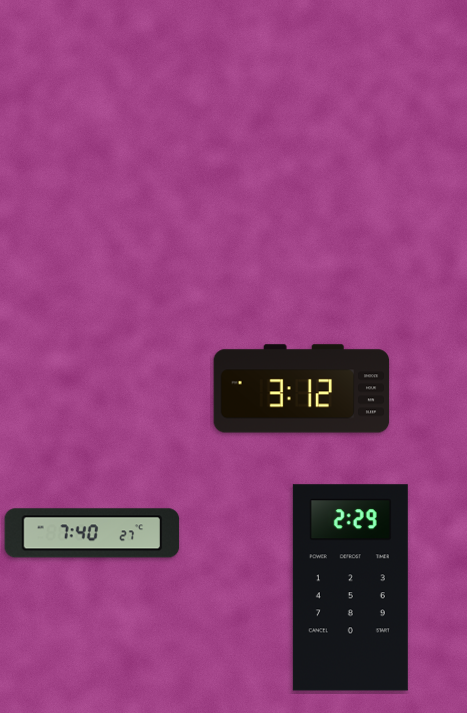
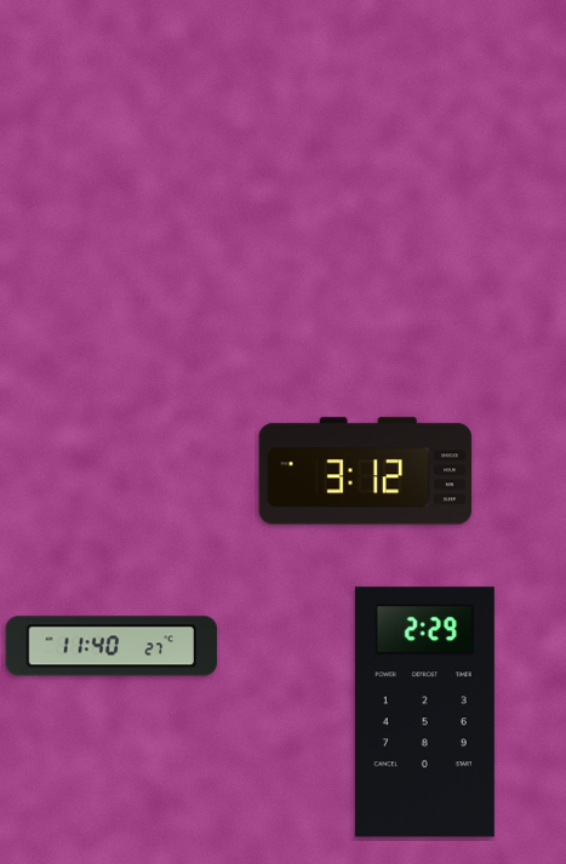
clock at (92, 533): 7:40 -> 11:40
